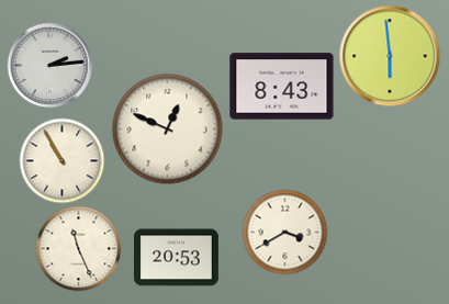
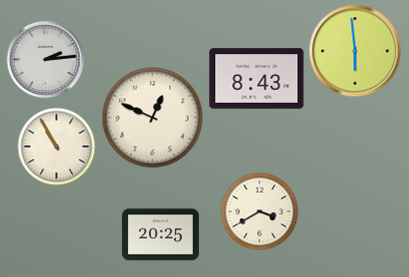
clock at (78, 248): 11:26 -> none
clock at (176, 258): 20:53 -> 20:25
